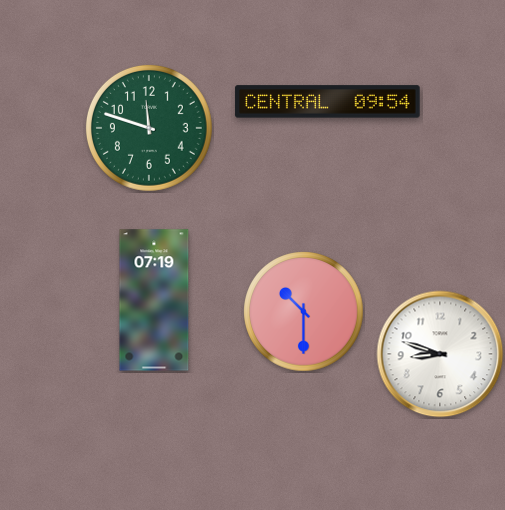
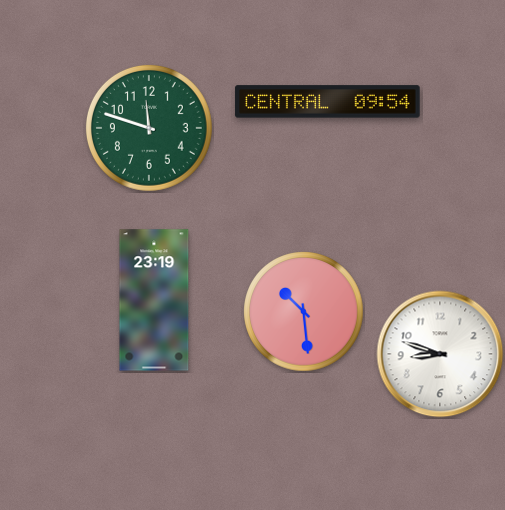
clock at (154, 300): 07:19 -> 23:19
clock at (304, 312): 10:30 -> 10:29
